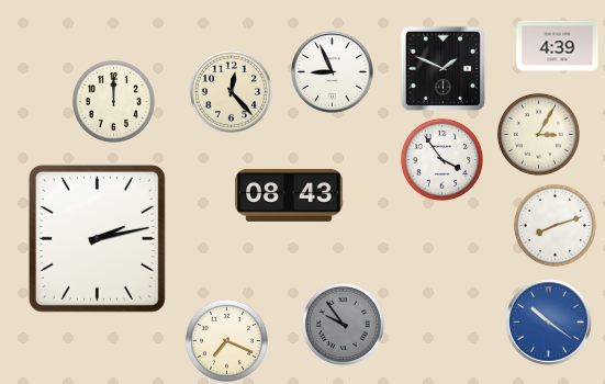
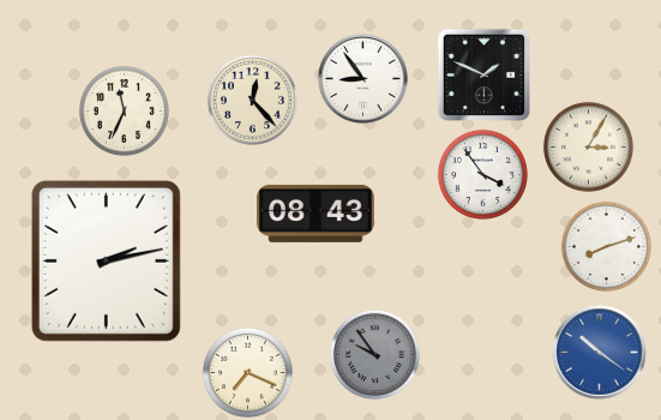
clock at (558, 46): 4:39 -> none
clock at (333, 72): 8:56 -> 8:54
clock at (113, 101): 12:00 -> 11:34
